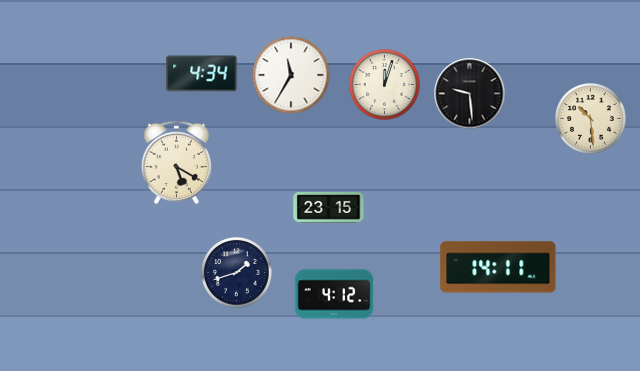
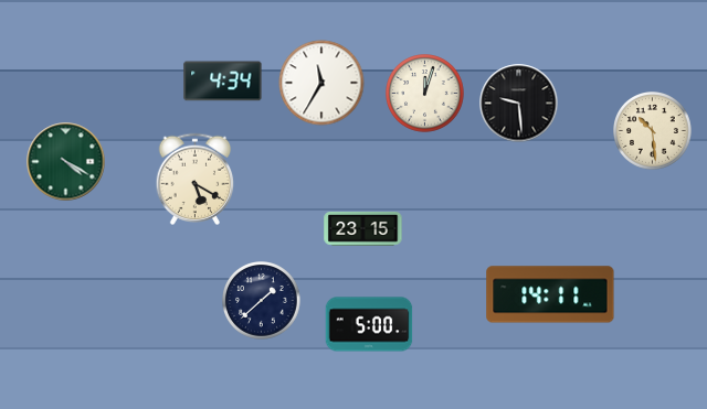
clock at (66, 162): none -> 4:20
clock at (237, 273): 1:42 -> 1:38
clock at (334, 294): 4:12 -> 5:00
